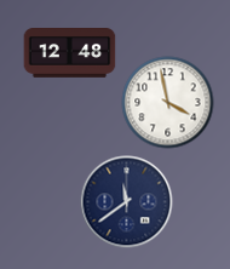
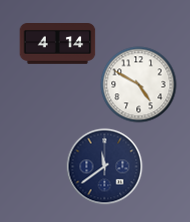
clock at (70, 53): 12:48 -> 4:14
clock at (168, 103): 3:58 -> 4:50
